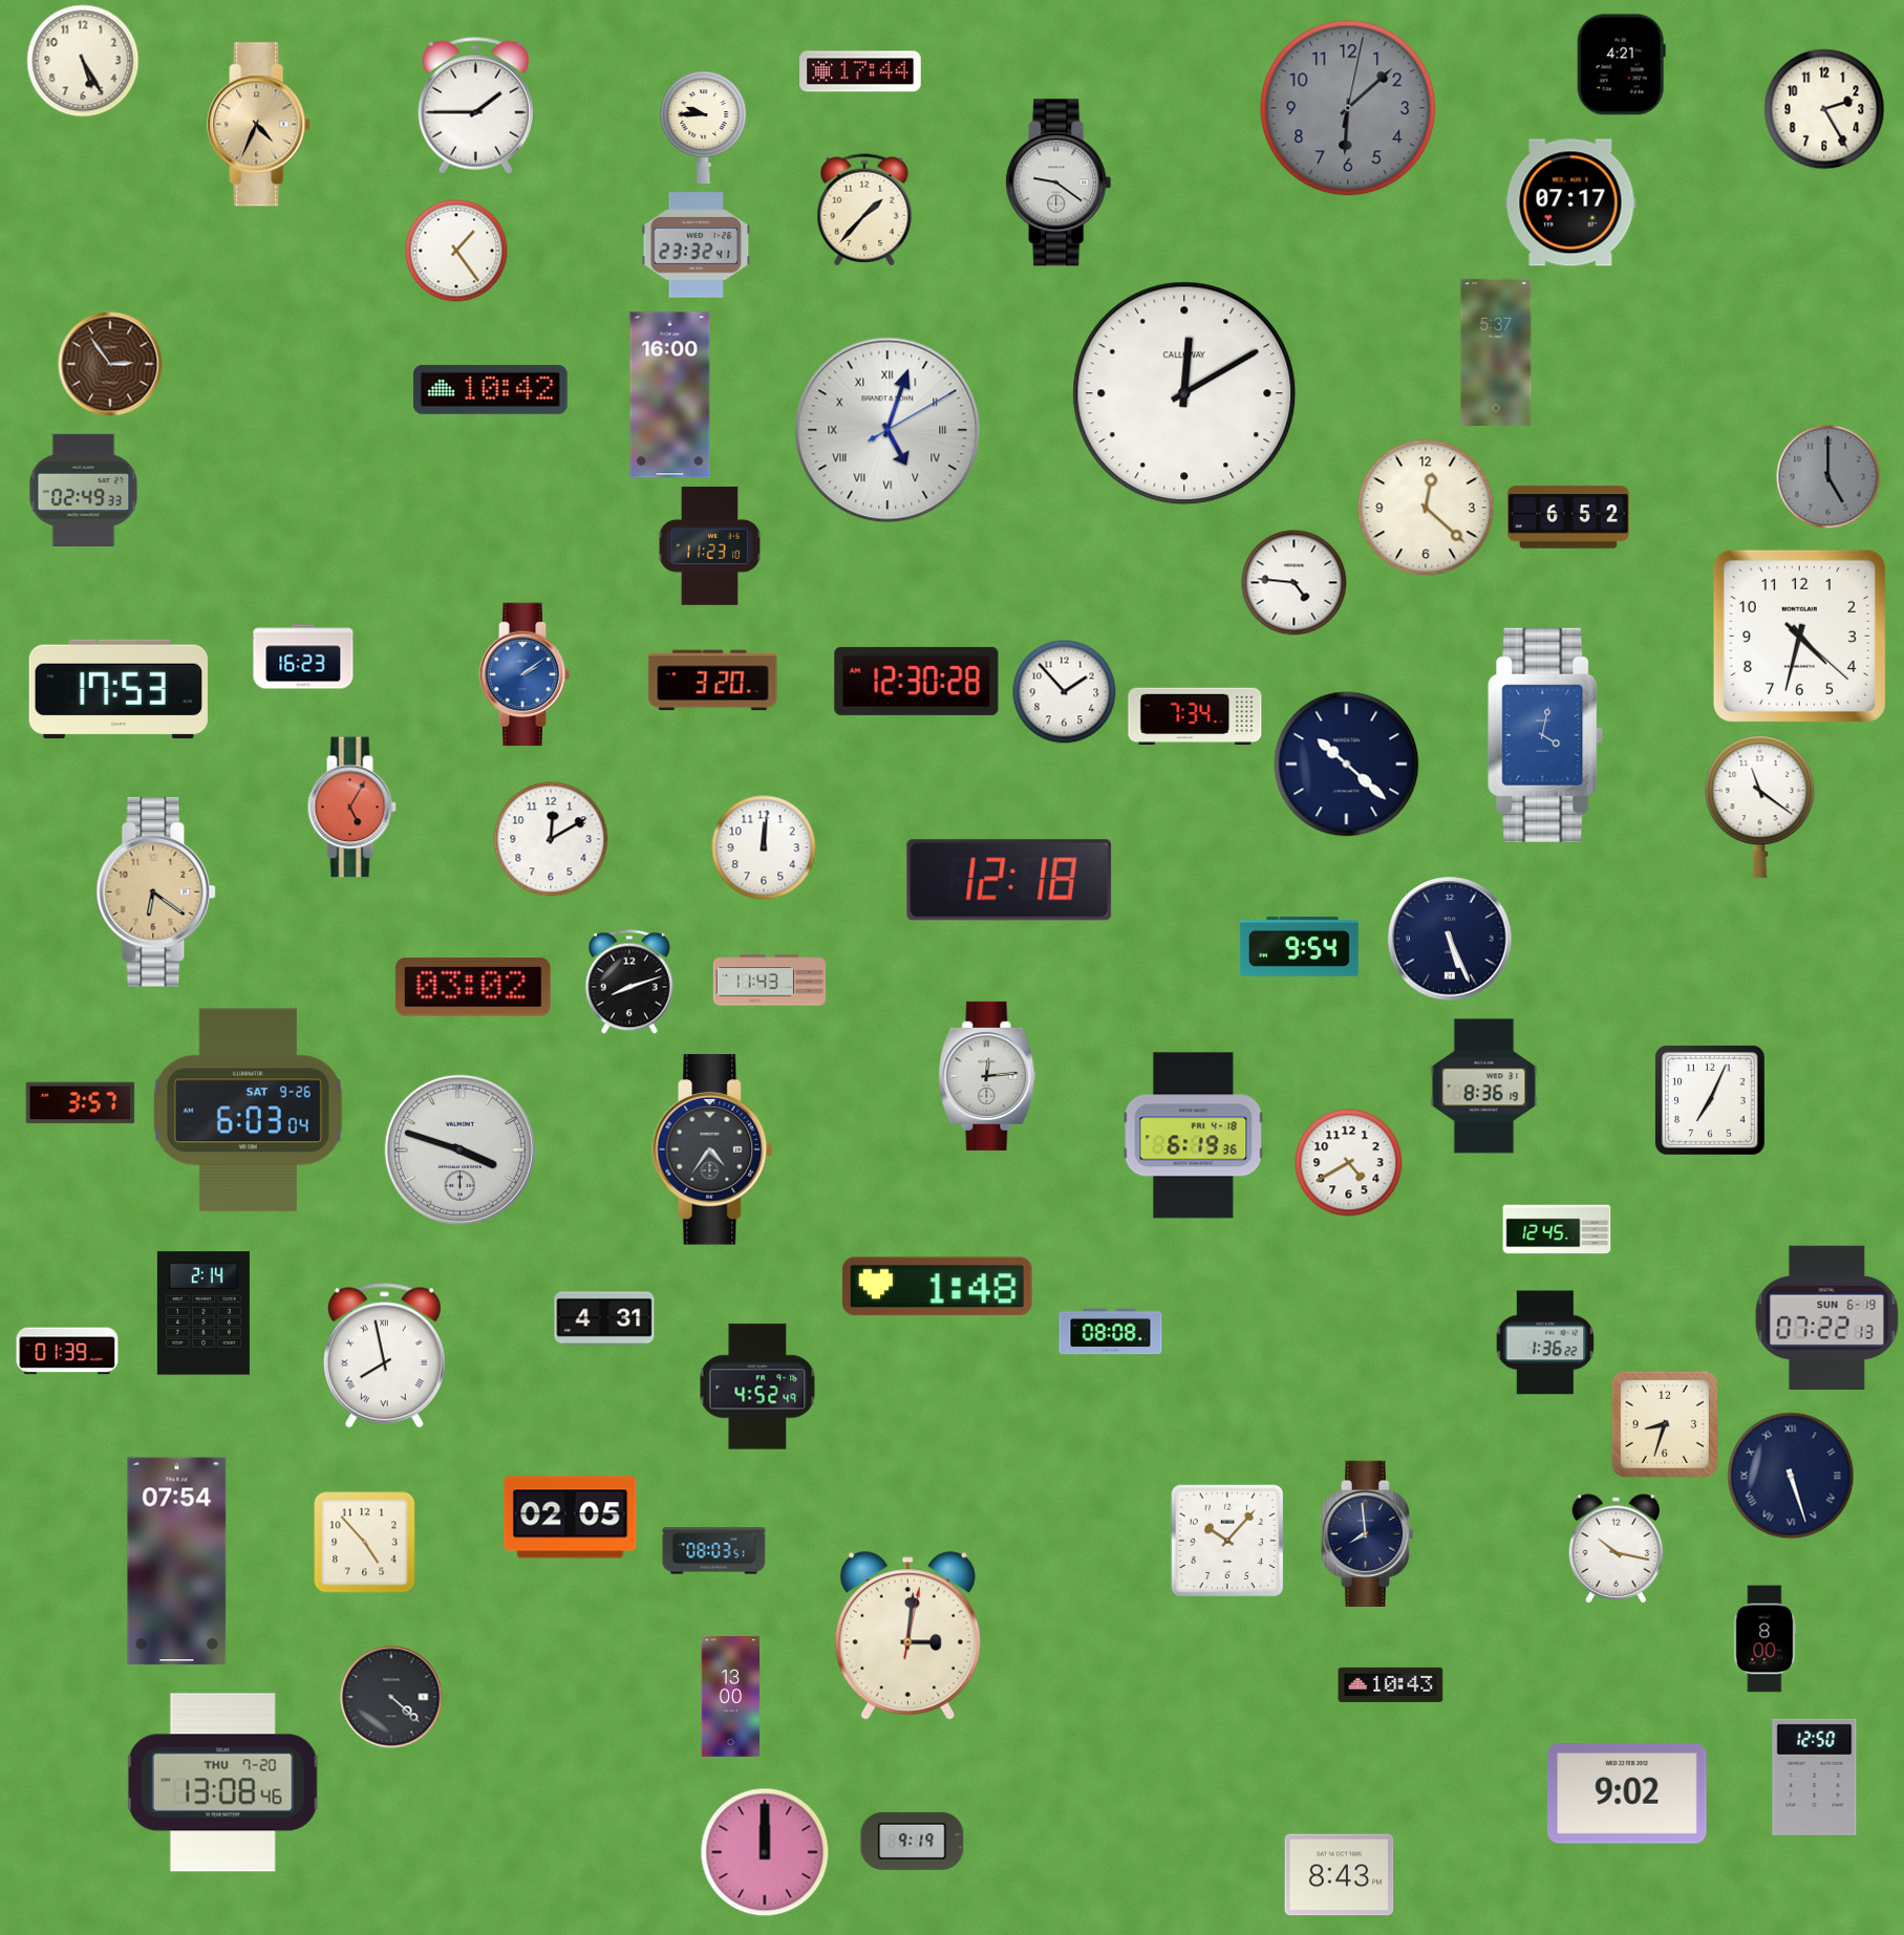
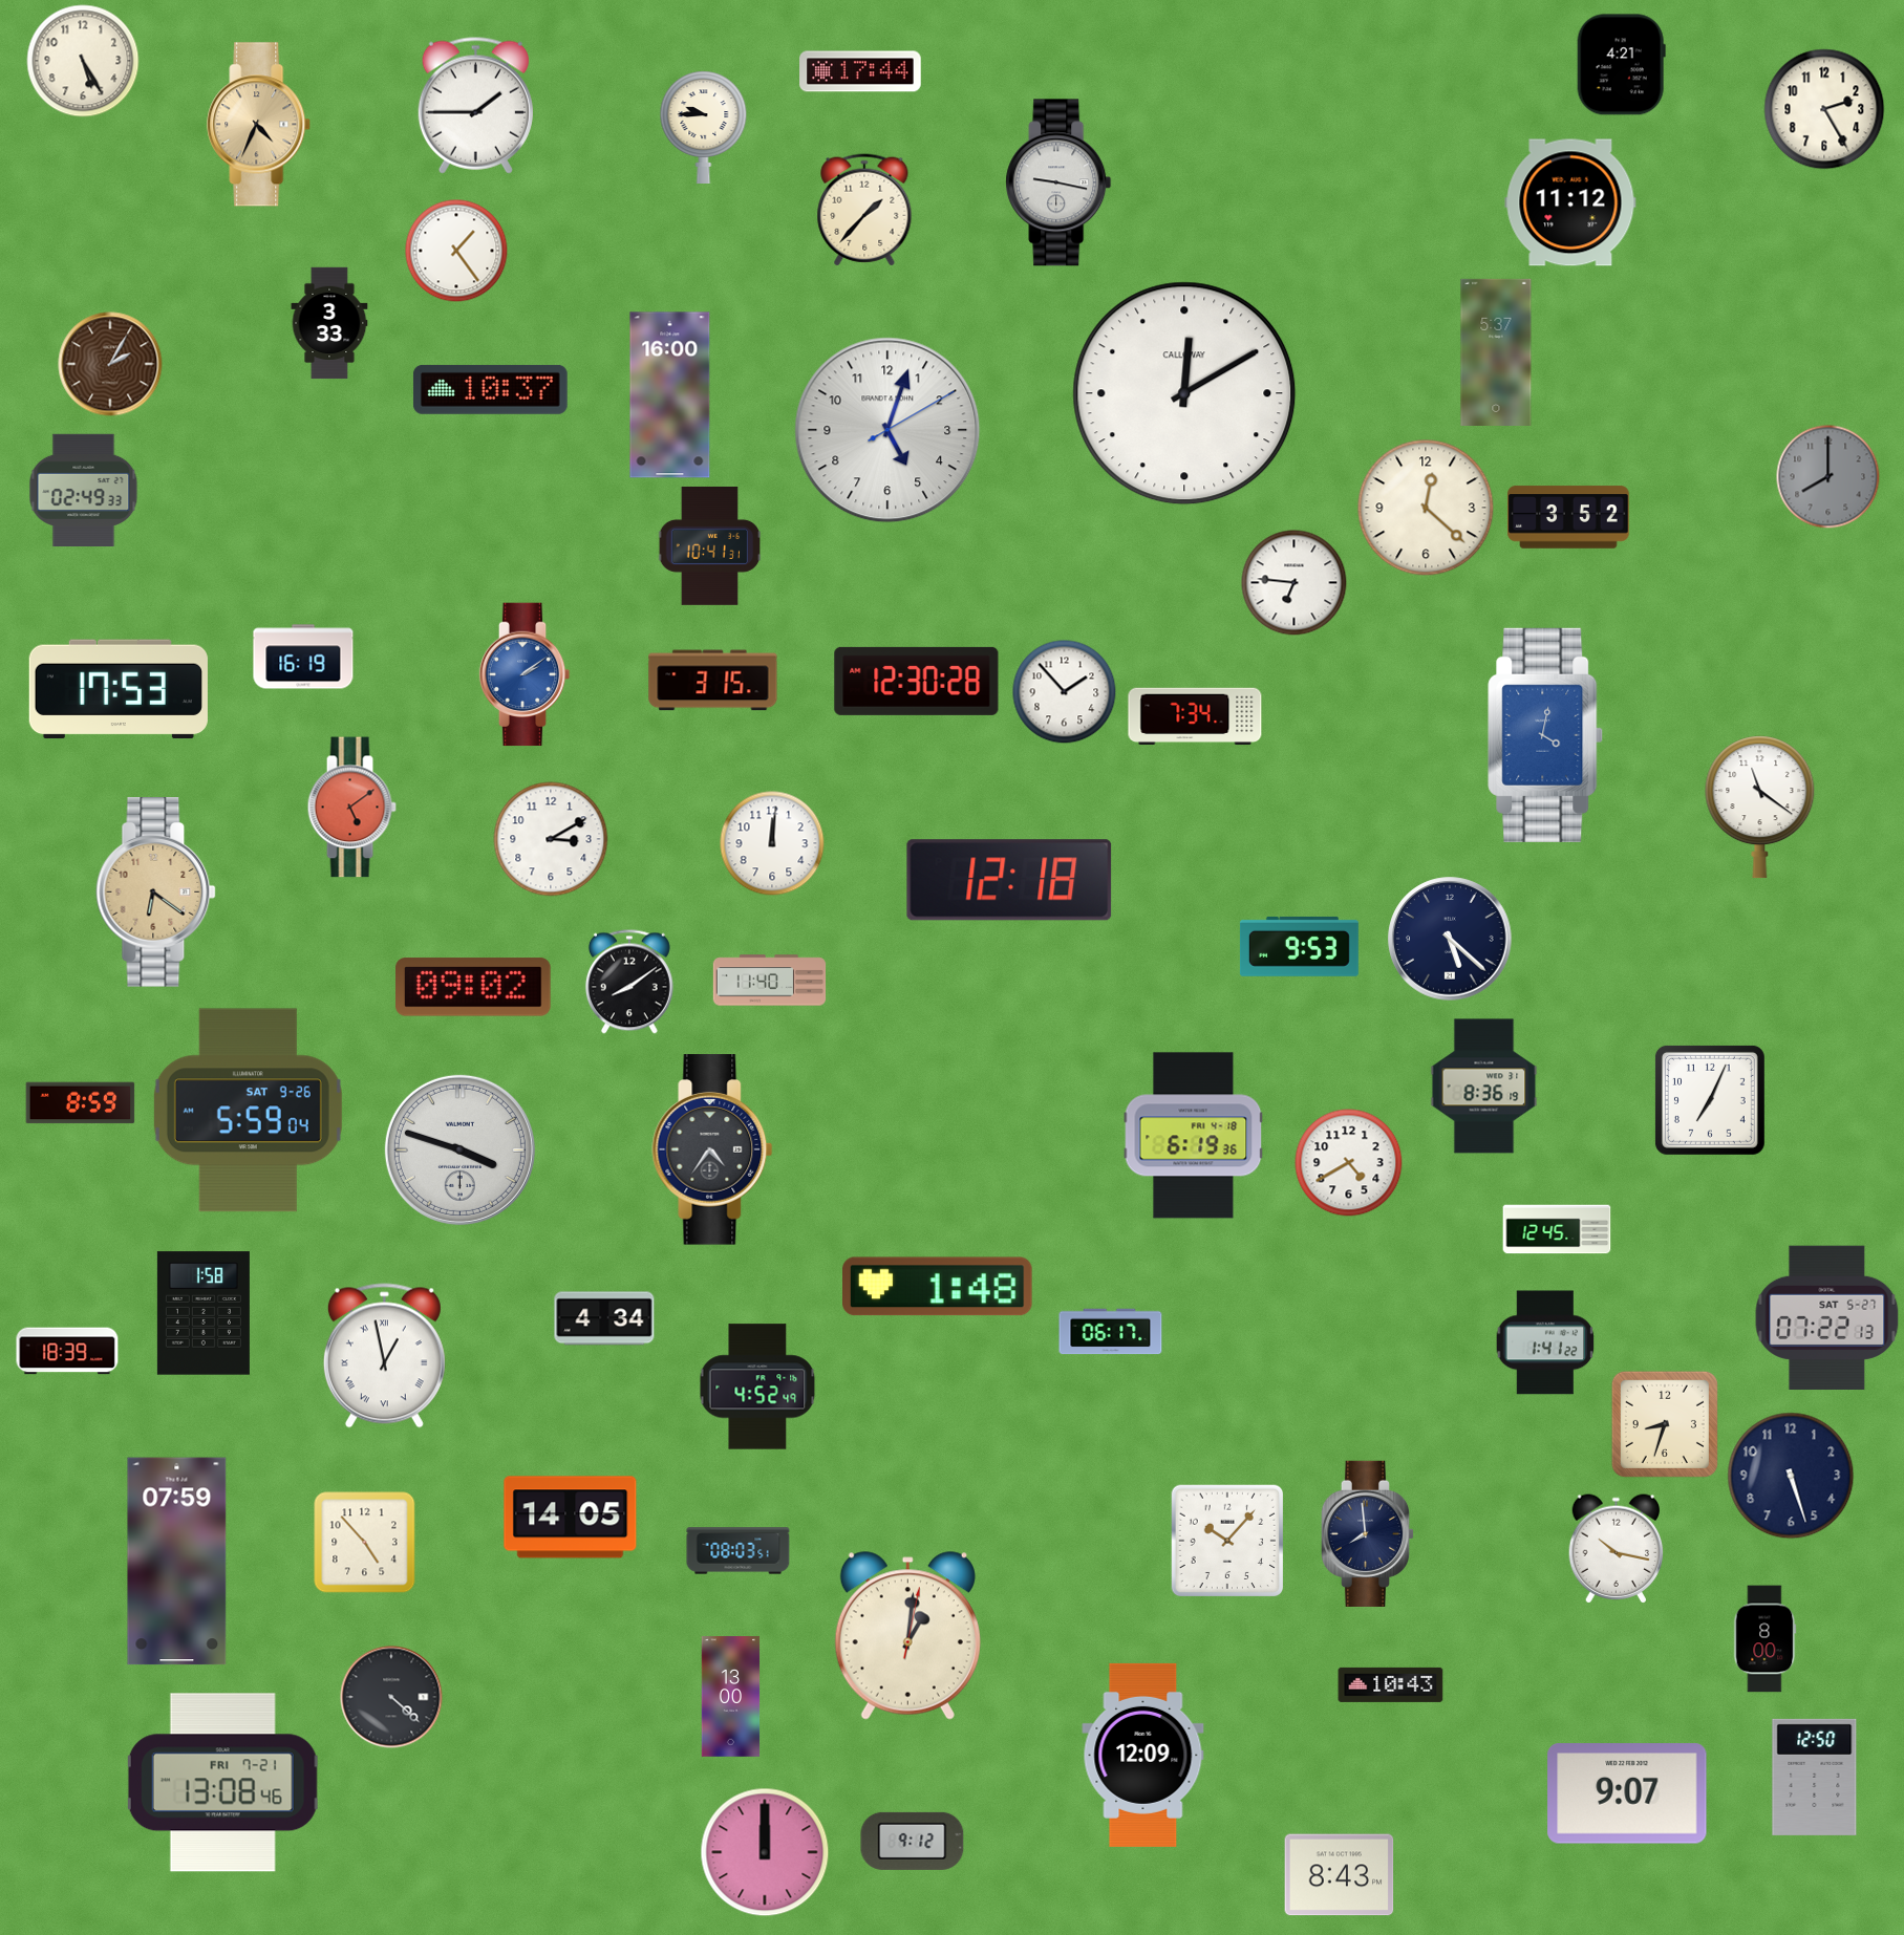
clock at (1348, 108): 6:08 -> none
clock at (1058, 182): 9:21 -> 9:17
clock at (1570, 202): 07:17 -> 11:12
clock at (697, 245): 23:32 -> none
clock at (329, 323): none -> 3:33
clock at (110, 364): 2:54 -> 2:05
clock at (490, 389): 10:42 -> 10:37
clock at (887, 430) numerals: Roman -> Arabic
clock at (1828, 477): 5:00 -> 8:00
clock at (1568, 517): 6:52 -> 3:52
clock at (710, 545): 11:23 -> 10:41
clock at (1295, 583): 4:46 -> 6:46
clock at (1799, 636): 4:32 -> none
clock at (303, 657): 16:23 -> 16:19
clock at (713, 681): 3:20 -> 3:15
clock at (1347, 765): 10:22 -> none
clock at (351, 808): 5:05 -> 5:09
clock at (551, 839): 12:10 -> 3:10
clock at (764, 847) position: (764, 847) -> (772, 843)
clock at (1450, 939): 5:26 -> 5:22
clock at (1299, 946): 9:54 -> 9:53
clock at (770, 981): 11:43 -> 11:40
clock at (629, 982): 8:12 -> 8:09
clock at (474, 987): 03:02 -> 09:02
clock at (987, 1076): 12:14 -> none
clock at (81, 1103): 3:57 -> 8:59
clock at (248, 1111): 6:03 -> 5:59
clock at (204, 1313): 2:14 -> 1:58
clock at (604, 1318): 4:31 -> 4:34
clock at (1827, 1318) date: SUN 6-19 -> SAT 5-27
clock at (1111, 1332): 08:08 -> 06:17
clock at (1545, 1342): 1:36 -> 1:41
clock at (67, 1351): 01:39 -> 18:39
clock at (384, 1356): 7:58 -> 12:58
clock at (1791, 1476) numerals: Roman -> Arabic
clock at (571, 1518): 02:05 -> 14:05
clock at (714, 1551) position: (714, 1551) -> (739, 1551)
clock at (177, 1562): 07:54 -> 07:59
clock at (907, 1636): 3:01 -> 1:01
clock at (1143, 1755): none -> 12:09
clock at (223, 1783) date: THU 7-20 -> FRI 7-21
clock at (1627, 1793): 9:02 -> 9:07
clock at (913, 1841): 9:19 -> 9:12
